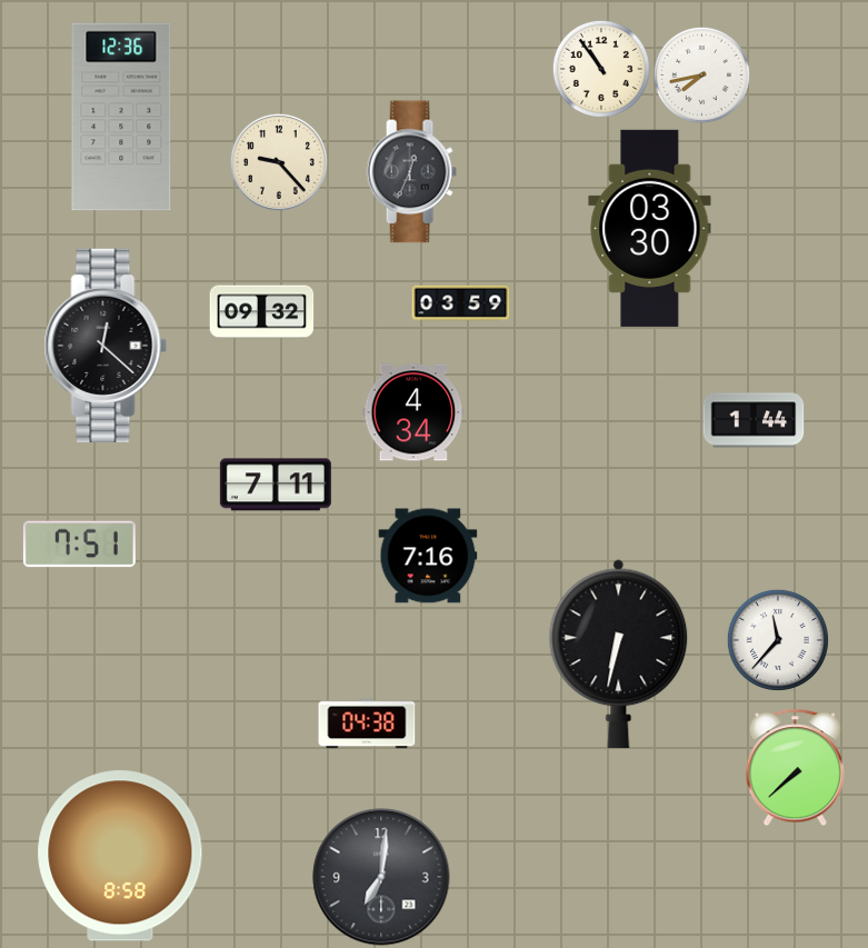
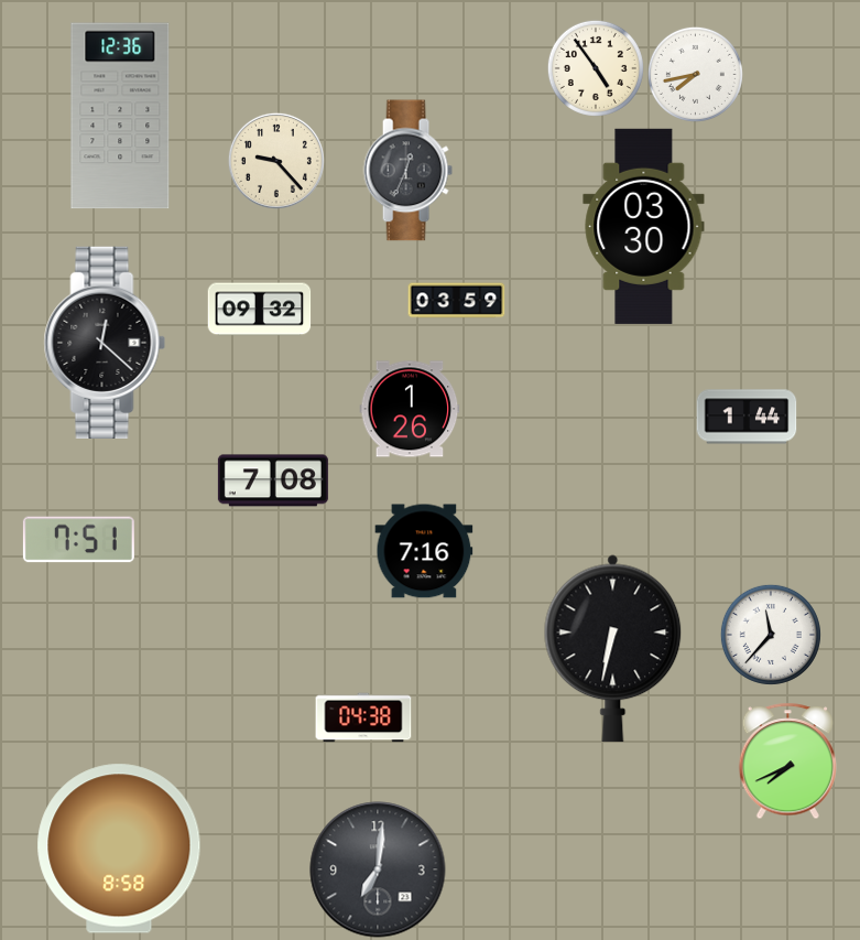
clock at (601, 69): 10:54 -> 4:54
clock at (413, 412): 4:34 -> 1:26
clock at (276, 485): 7:11 -> 7:08
clock at (795, 768): 7:38 -> 7:41
